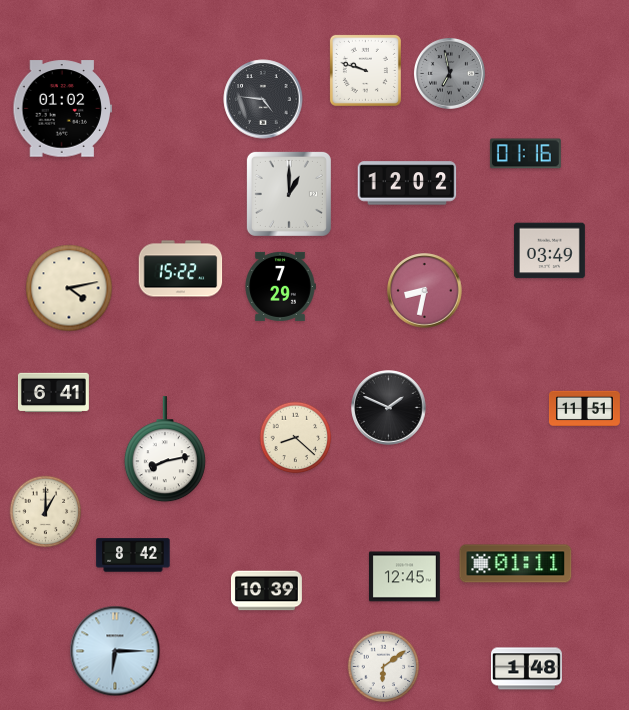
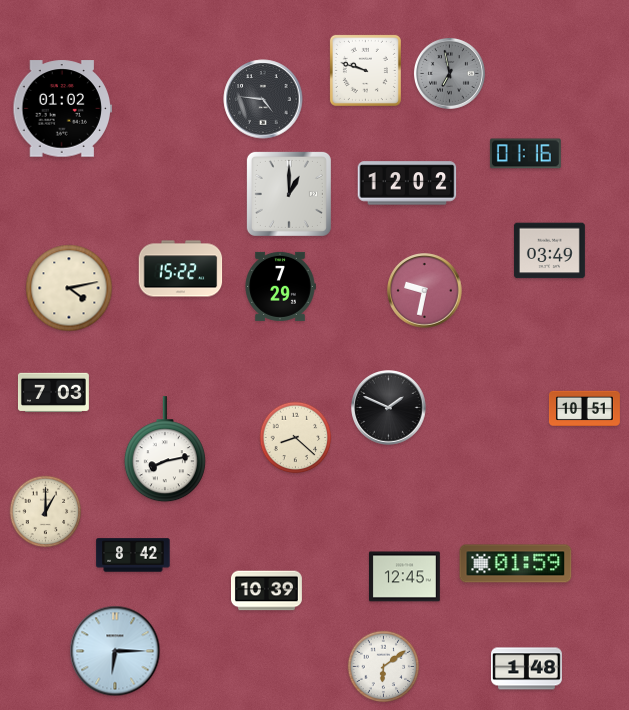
clock at (425, 291): 8:32 -> 9:32
clock at (53, 393): 6:41 -> 7:03
clock at (584, 408): 11:51 -> 10:51
clock at (516, 564): 01:11 -> 01:59
